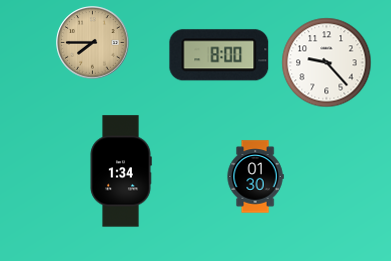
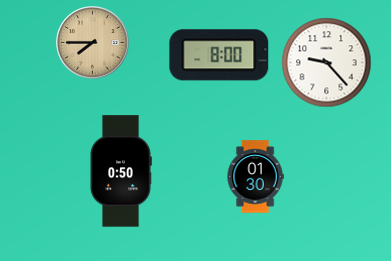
clock at (121, 171): 1:34 -> 0:50
